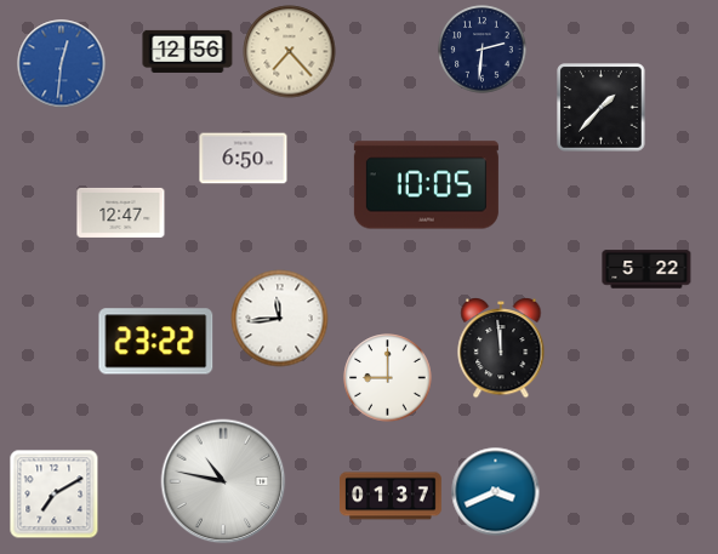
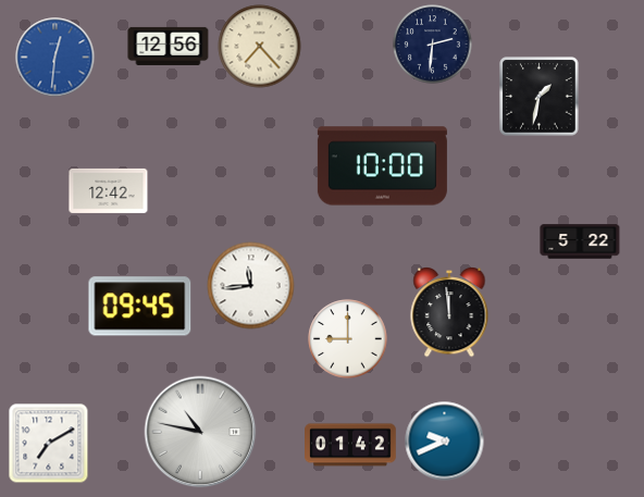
clock at (602, 108): 1:37 -> 1:32
clock at (244, 159): 6:50 -> none
clock at (426, 185): 10:05 -> 10:00
clock at (121, 212): 12:47 -> 12:42
clock at (156, 342): 23:22 -> 09:45
clock at (496, 492): 3:41 -> 9:41
clock at (392, 496): 01:37 -> 01:42
